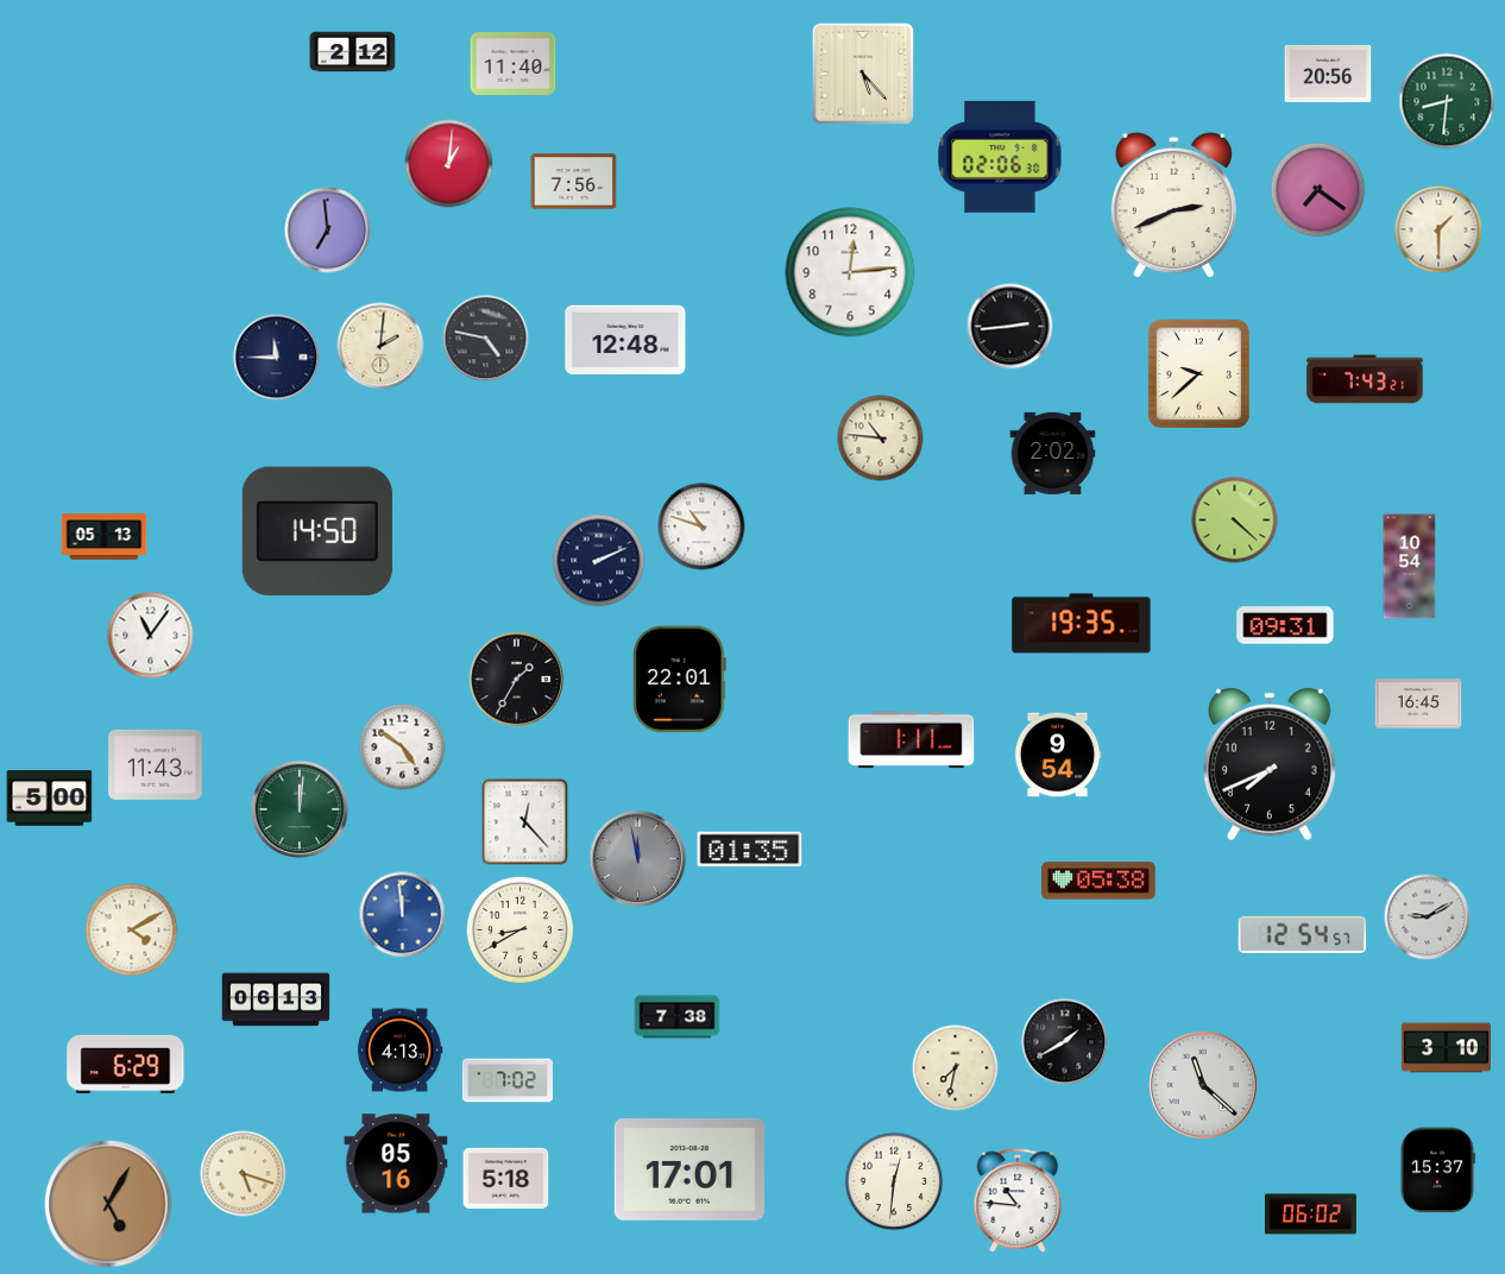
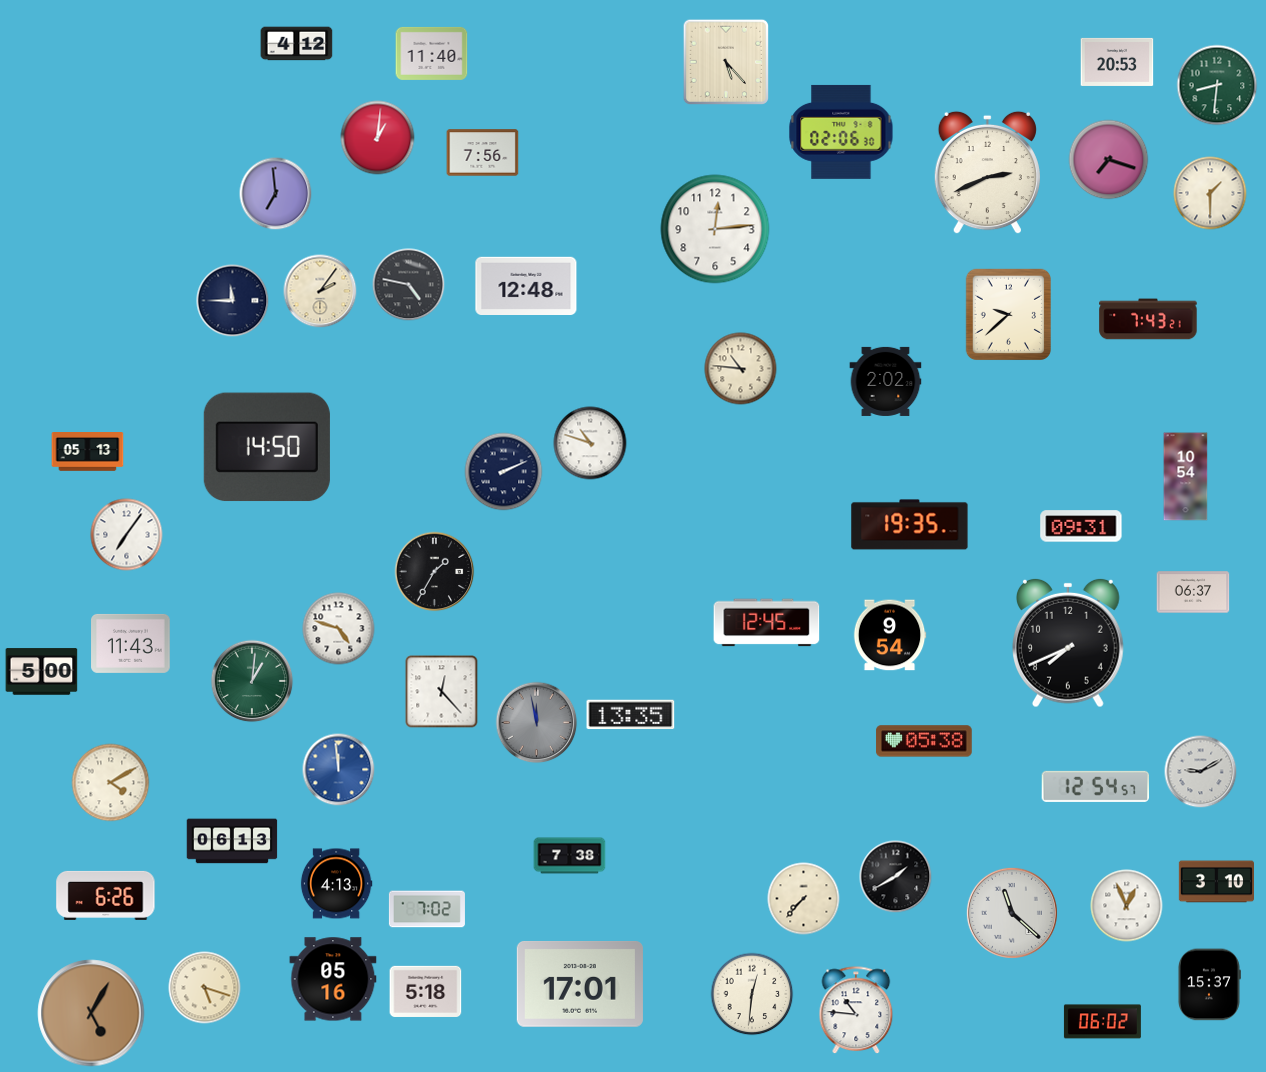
clock at (353, 52): 2:12 -> 4:12
clock at (1328, 74): 20:56 -> 20:53
clock at (1318, 190): 7:21 -> 7:18
clock at (1010, 327): 2:44 -> none
clock at (380, 346): 2:01 -> 2:06
clock at (1235, 521): 4:22 -> none
clock at (151, 636): 11:06 -> 7:06
clock at (680, 680): 22:01 -> none
clock at (1418, 704): 16:45 -> 06:37
clock at (912, 740): 1:11 -> 12:45
clock at (403, 748): 4:51 -> 4:48
clock at (300, 809): 12:01 -> 1:01
clock at (750, 850): 01:35 -> 13:35
clock at (519, 929): 8:40 -> none
clock at (126, 1064): 6:29 -> 6:26
clock at (956, 1068): 7:32 -> 7:37
clock at (1127, 906): none -> 12:56
